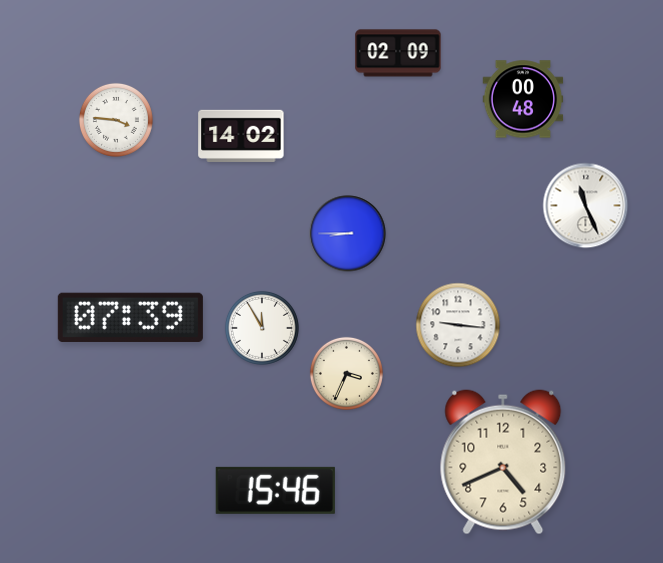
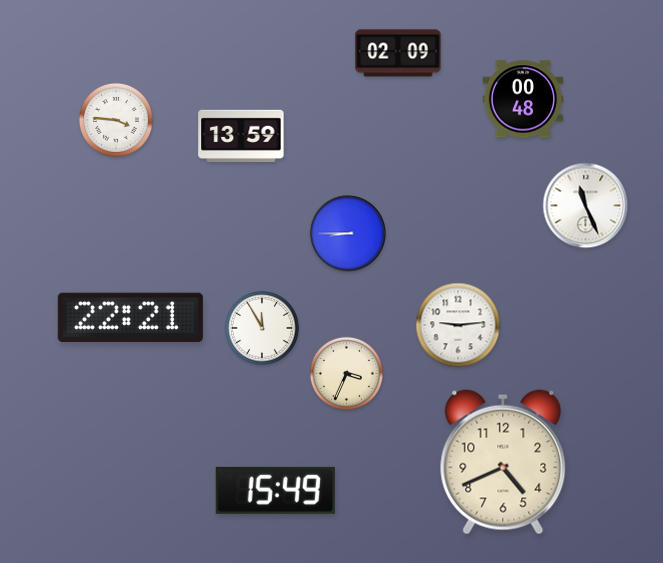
clock at (241, 136): 14:02 -> 13:59
clock at (130, 317): 07:39 -> 22:21
clock at (458, 325): 9:16 -> 9:14
clock at (275, 490): 15:46 -> 15:49
